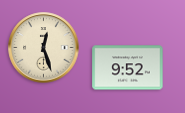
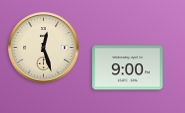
clock at (128, 68): 9:52 -> 9:00
